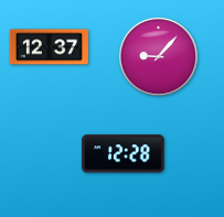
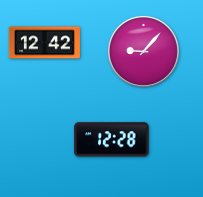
clock at (49, 47): 12:37 -> 12:42
